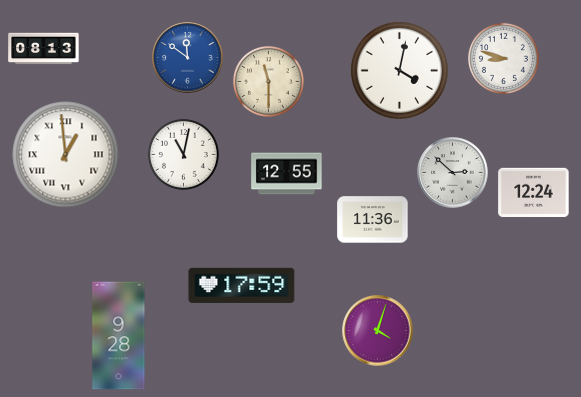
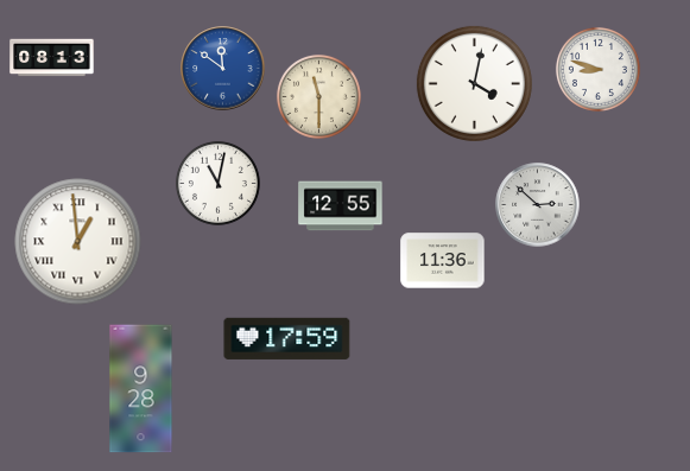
clock at (66, 155) position: (66, 155) -> (78, 242)
clock at (534, 192): 12:24 -> none
clock at (378, 331): 4:03 -> none
clock at (119, 336) position: (119, 336) -> (141, 389)
